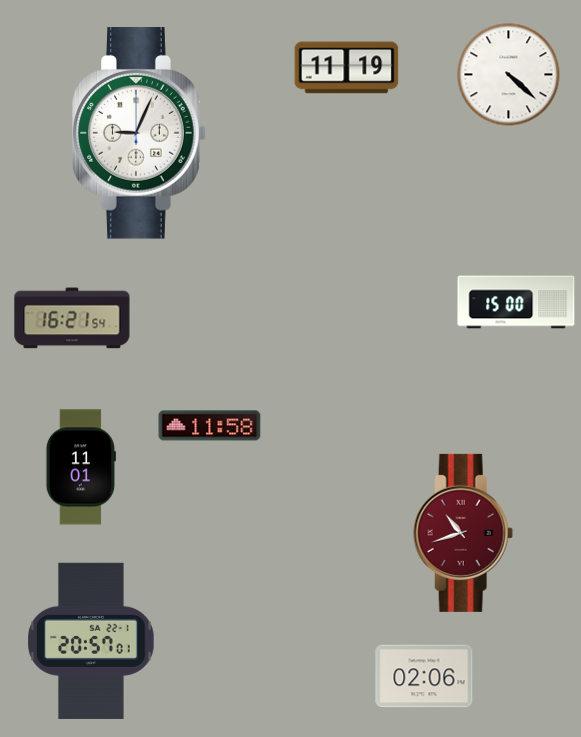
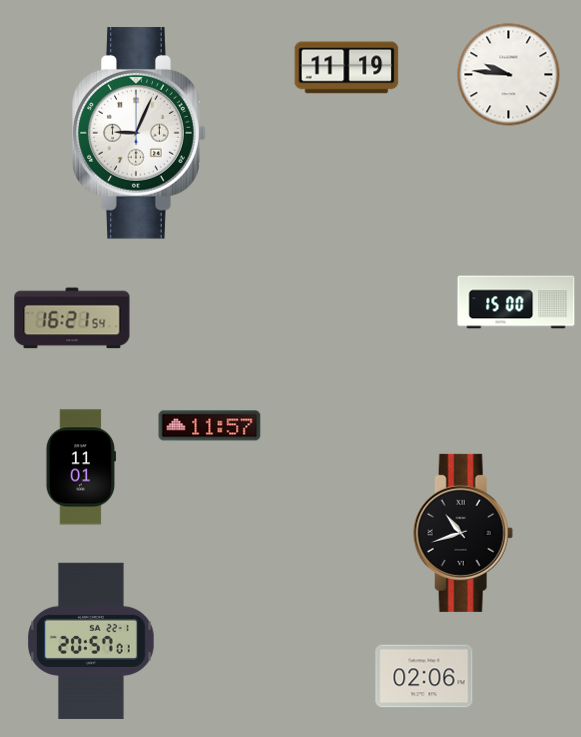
clock at (509, 75): 4:22 -> 9:46
clock at (210, 426): 11:58 -> 11:57
clock at (463, 533) dial: burgundy -> black
